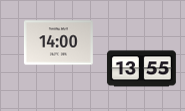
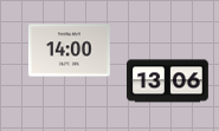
clock at (141, 69): 13:55 -> 13:06
